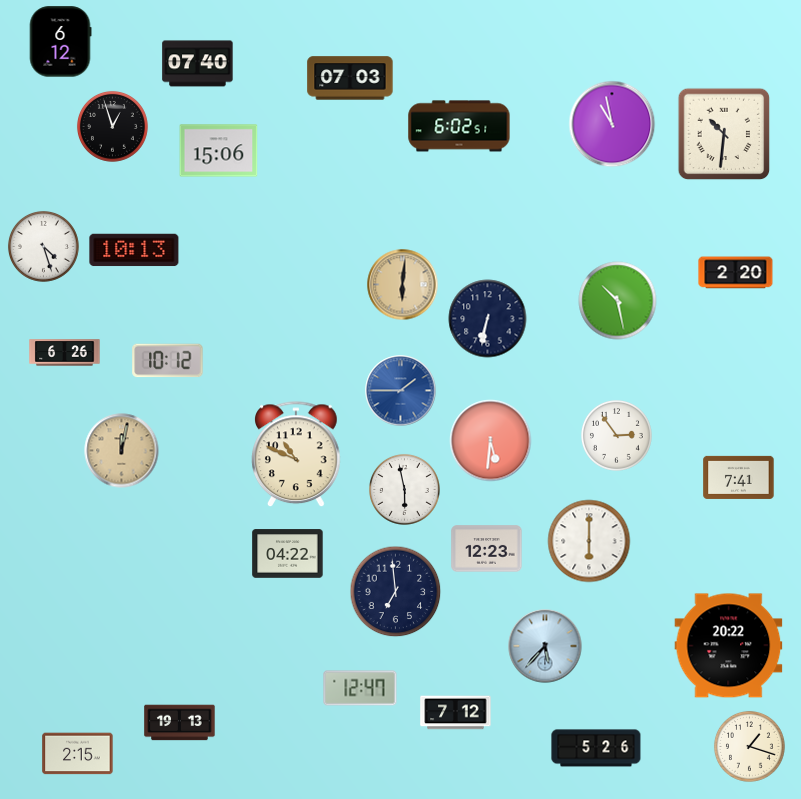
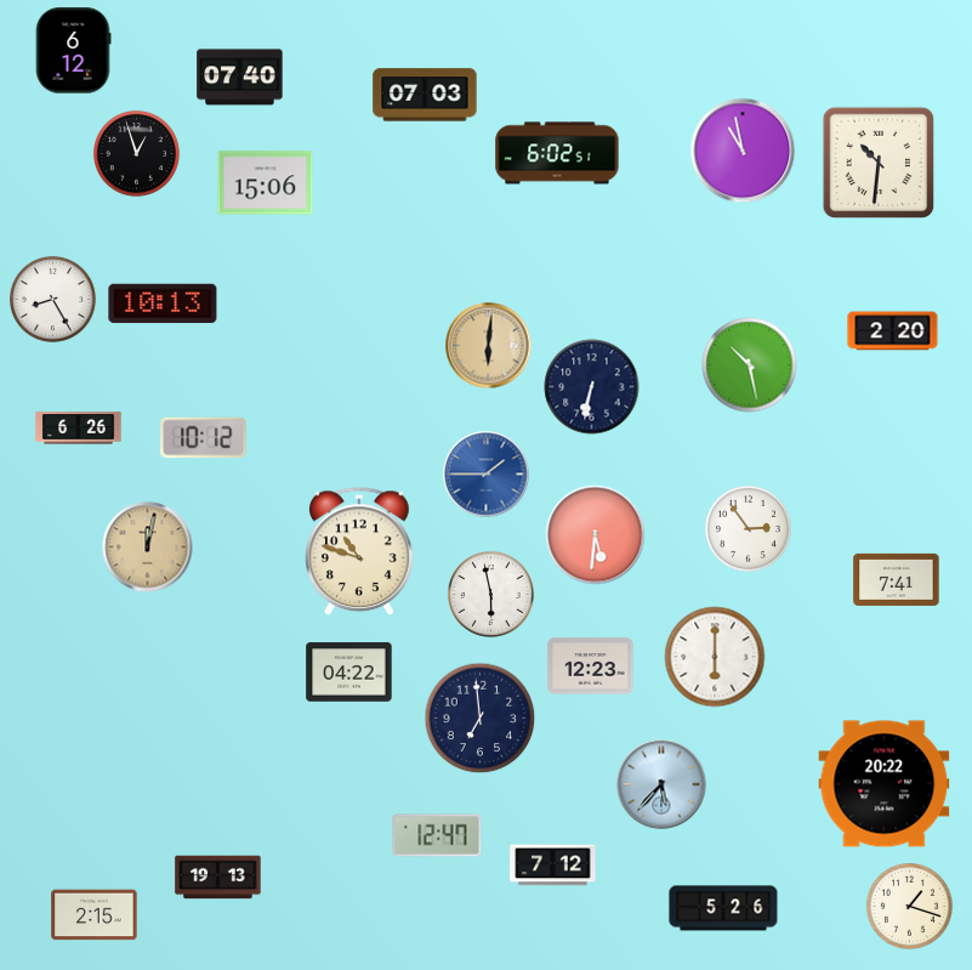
clock at (43, 246): 4:27 -> 8:25
clock at (297, 455): 10:49 -> 10:48
